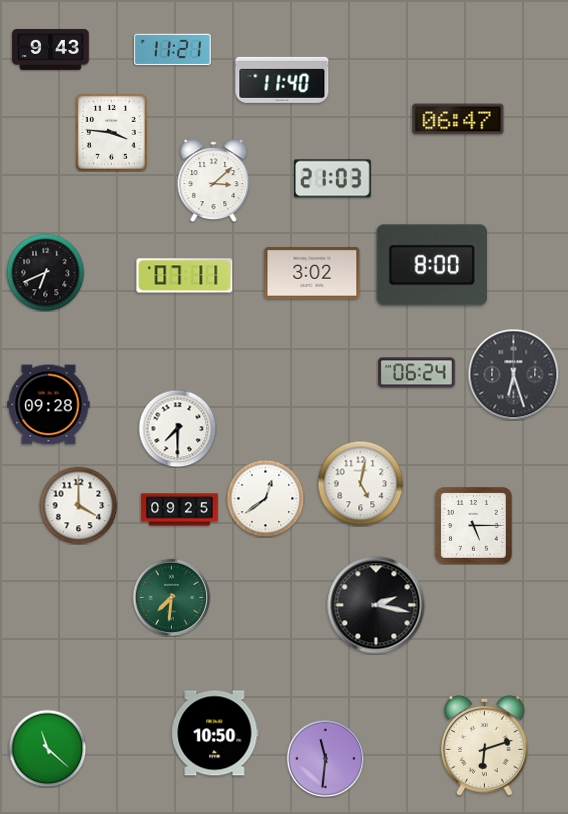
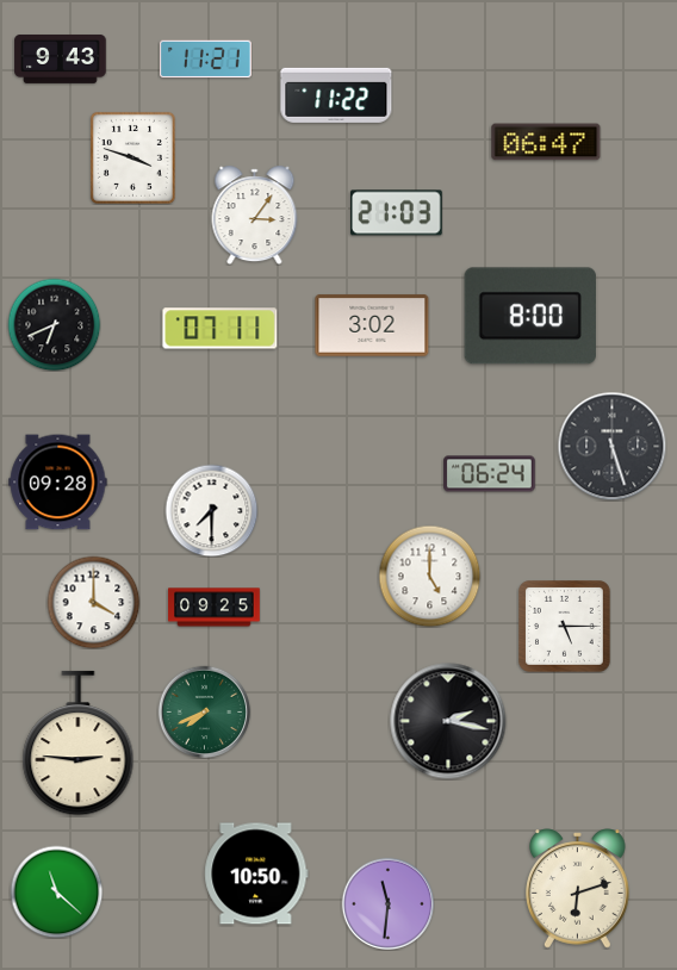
clock at (282, 80): 11:40 -> 11:22
clock at (111, 132): 3:46 -> 3:48
clock at (214, 181): 3:08 -> 3:06
clock at (432, 265) position: (432, 265) -> (530, 316)
clock at (417, 373) position: (417, 373) -> (490, 474)
clock at (513, 374): 6:27 -> 5:27
clock at (360, 483): 5:02 -> 5:00
clock at (265, 498): 12:39 -> none
clock at (171, 597): 7:31 -> 7:41
clock at (79, 744): none -> 2:46
